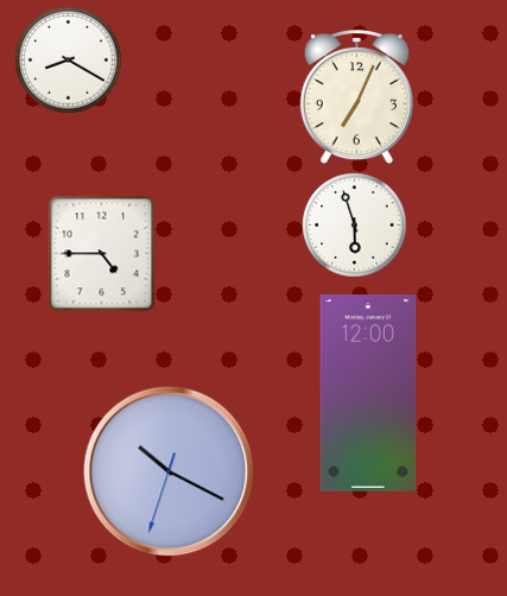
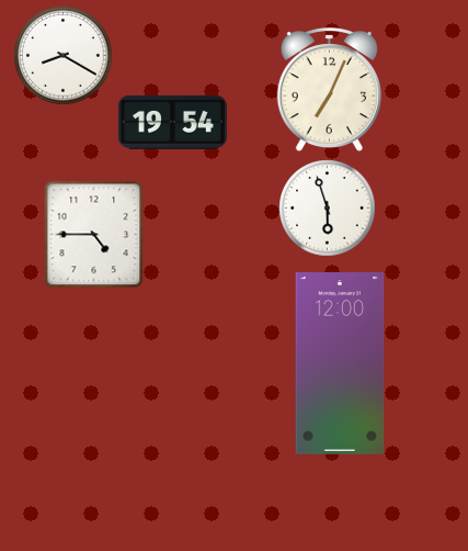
clock at (172, 122): none -> 19:54
clock at (169, 471): 10:19 -> none
